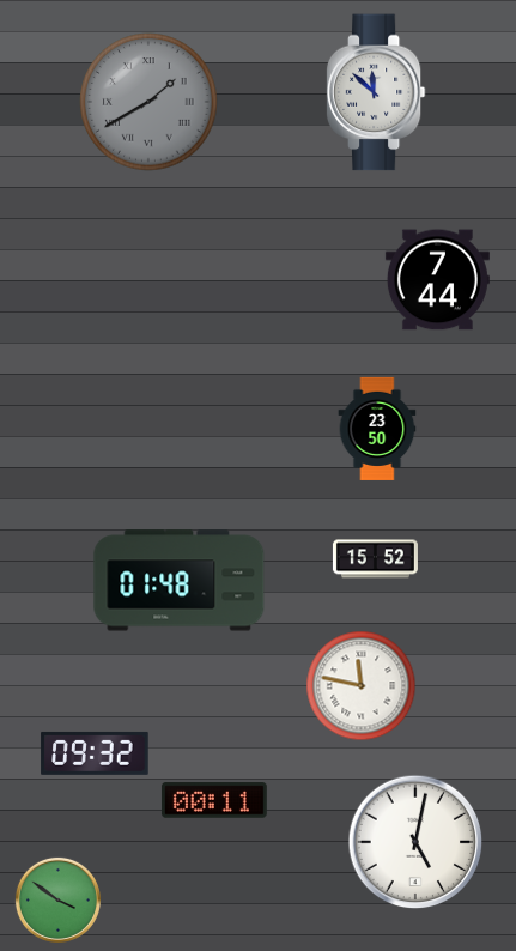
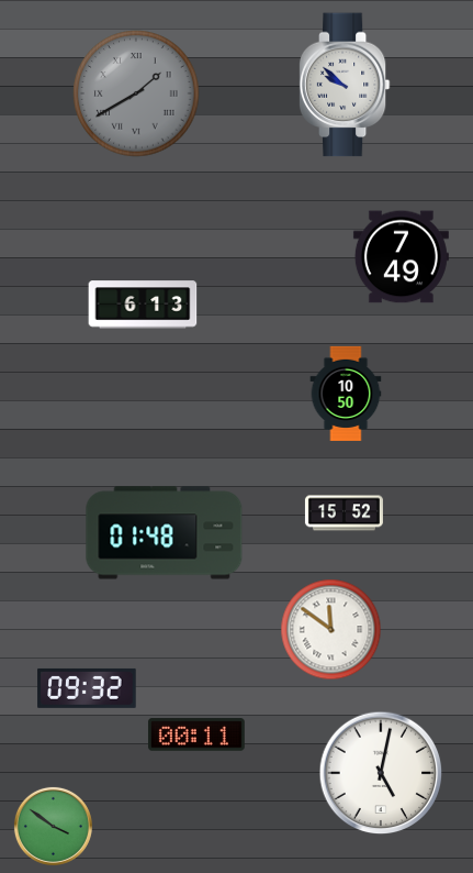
clock at (376, 92): 11:52 -> 9:52
clock at (437, 280): 7:44 -> 7:49
clock at (143, 305): none -> 6:13
clock at (377, 429): 23:50 -> 10:50
clock at (362, 686): 11:47 -> 11:51
clock at (95, 753) position: (95, 753) -> (87, 688)
